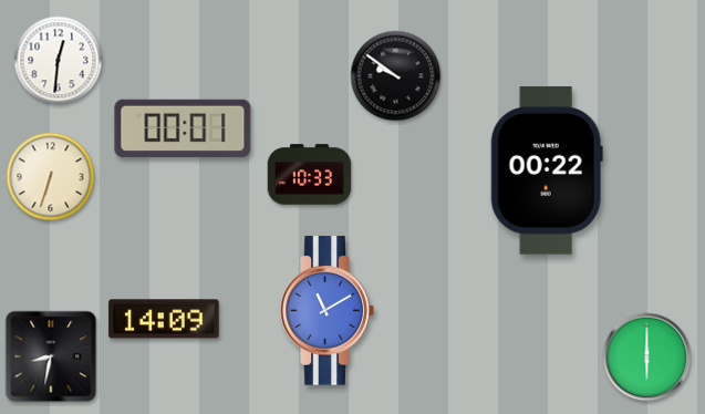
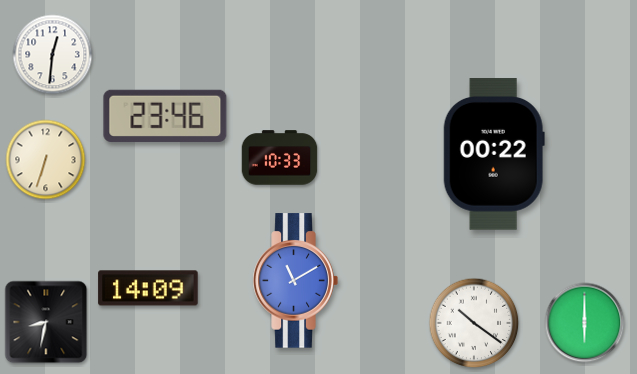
clock at (396, 76): 9:51 -> none
clock at (183, 128): 00:01 -> 23:46
clock at (474, 323): none -> 10:21
